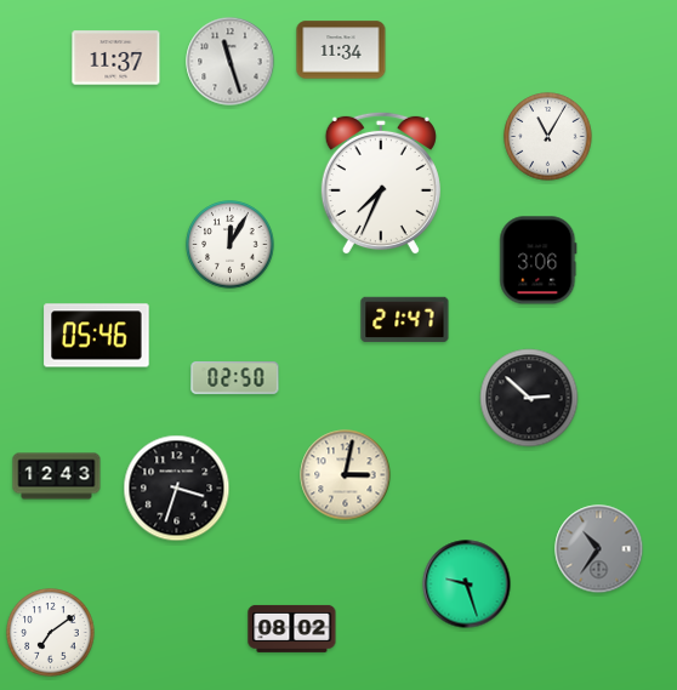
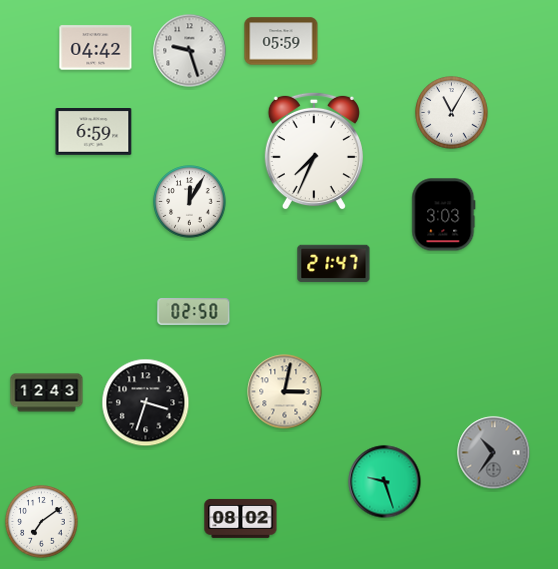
clock at (341, 50): 11:34 -> 05:59
clock at (116, 58): 11:37 -> 04:42
clock at (231, 62): 11:27 -> 9:27
clock at (94, 132): none -> 6:59
clock at (539, 261): 3:06 -> 3:03
clock at (97, 336): 05:46 -> none
clock at (529, 398): 2:52 -> none
